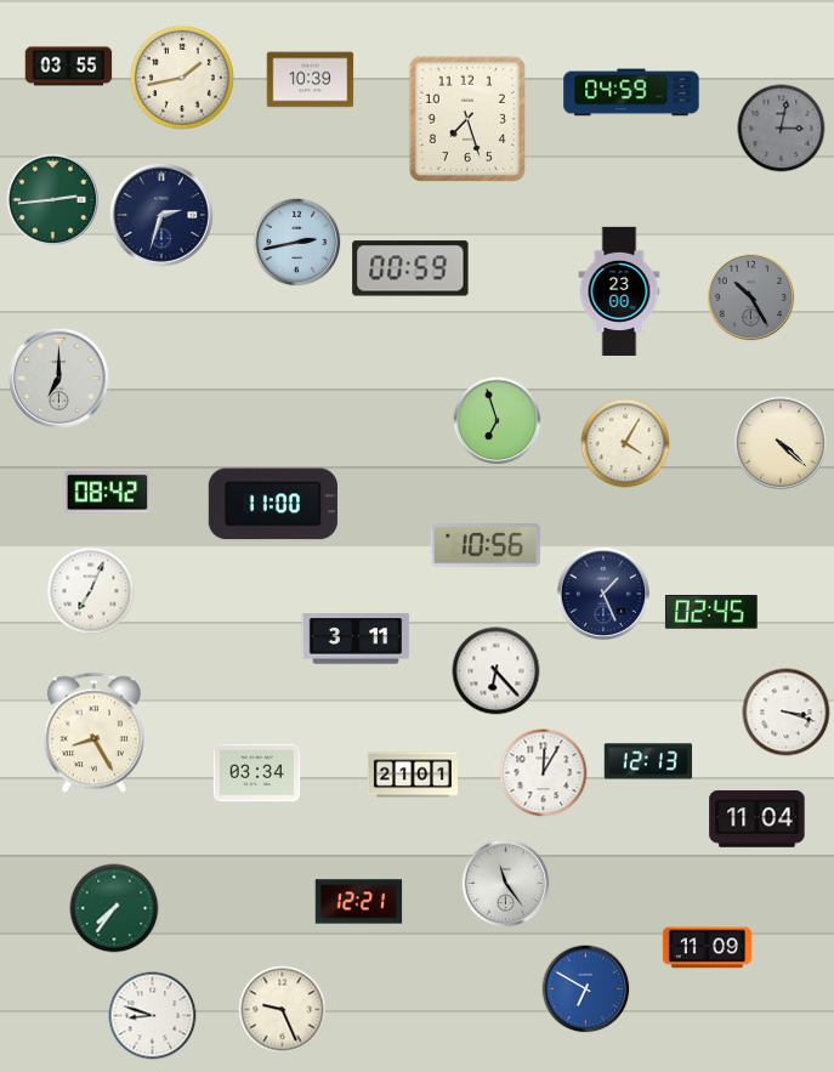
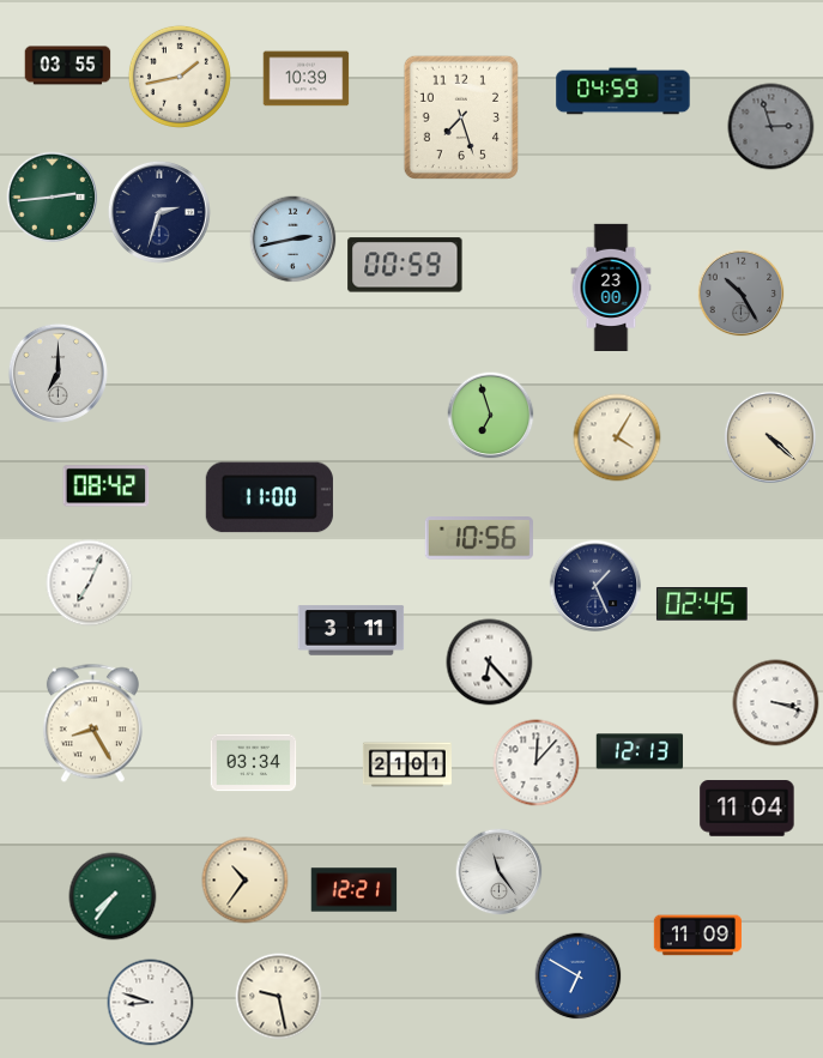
clock at (782, 129): 3:02 -> 2:57
clock at (544, 773): 12:05 -> 12:07
clock at (246, 881): none -> 10:36
clock at (283, 1010): 9:26 -> 9:28
